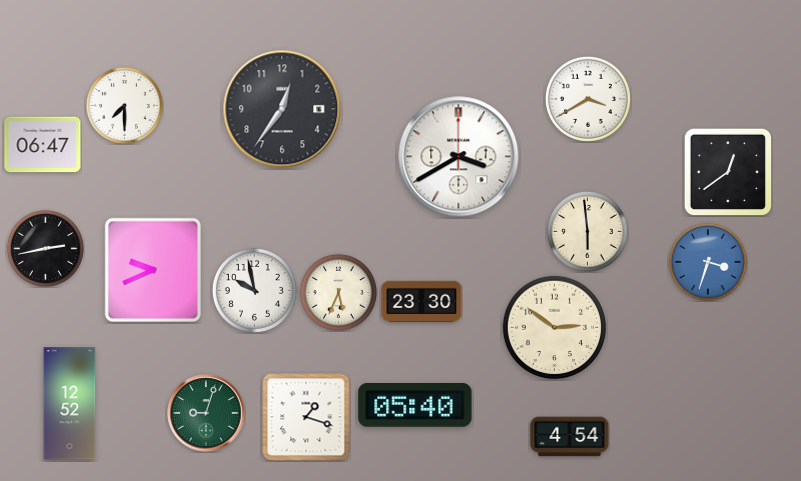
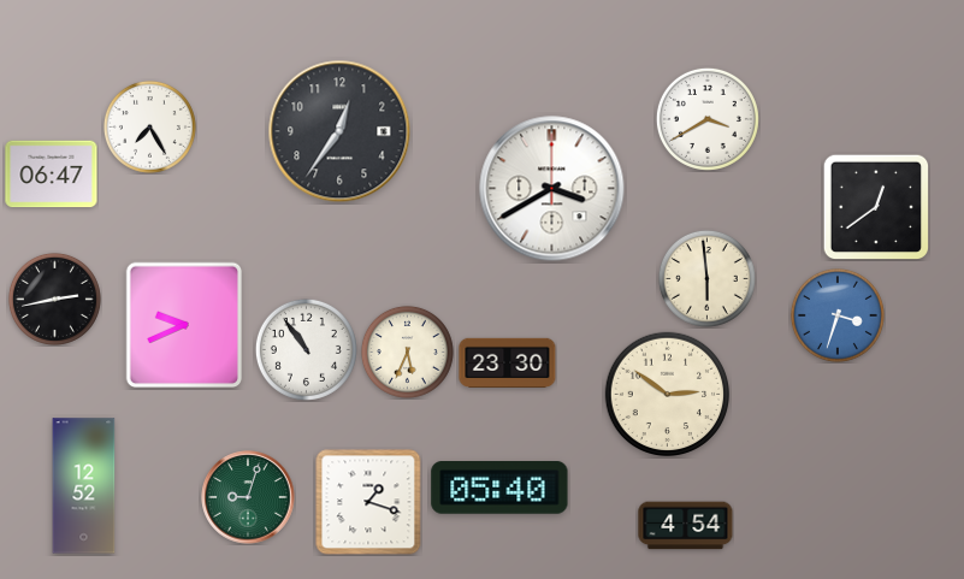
clock at (124, 105): 7:30 -> 7:25
clock at (708, 262) position: (708, 262) -> (838, 315)
clock at (254, 290): 9:58 -> 10:54
